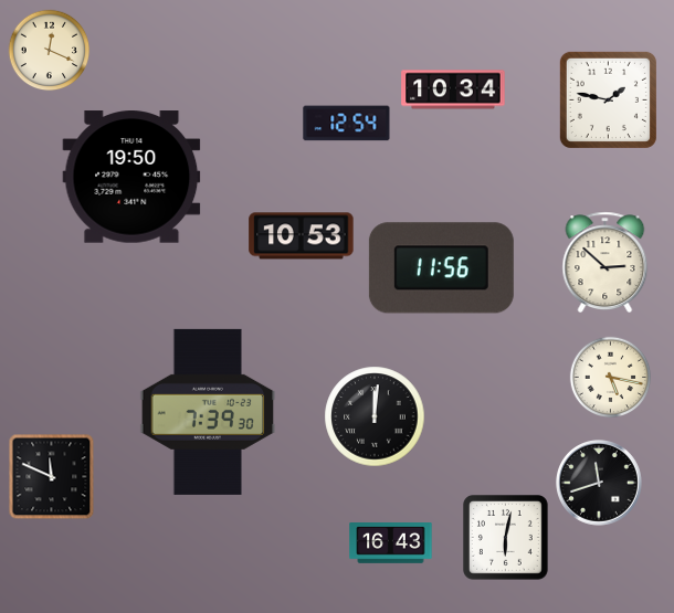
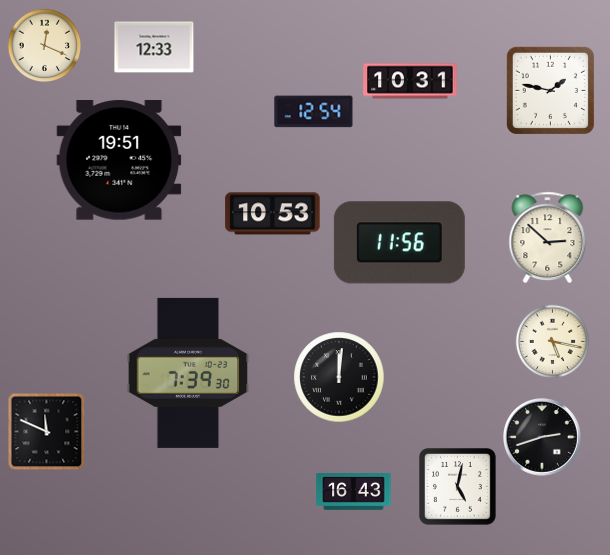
clock at (154, 47): none -> 12:33
clock at (453, 89): 10:34 -> 10:31
clock at (131, 177): 19:50 -> 19:51
clock at (600, 484): 11:42 -> 2:42
clock at (506, 538): 6:02 -> 5:02
